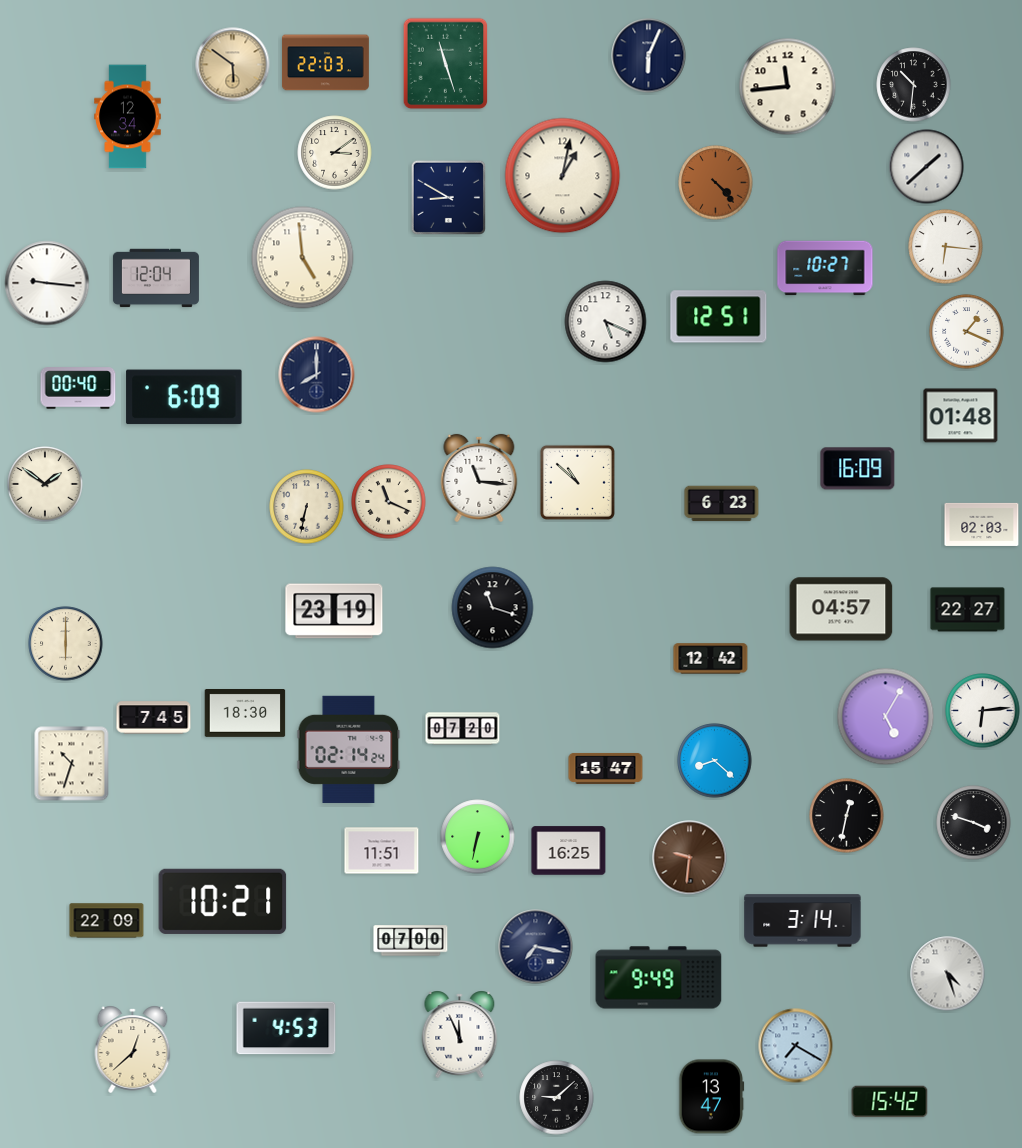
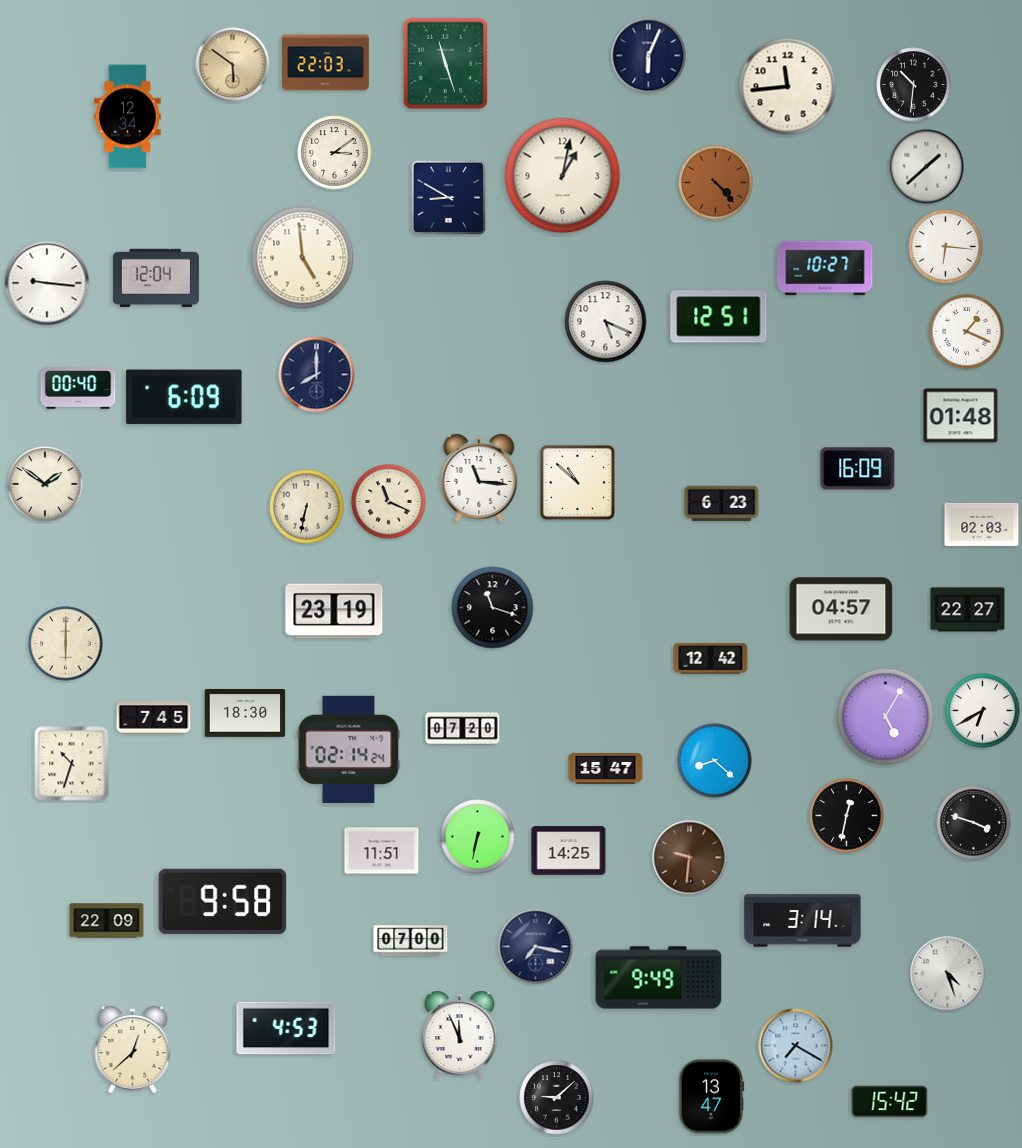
clock at (983, 711): 6:14 -> 6:40
clock at (569, 851): 16:25 -> 14:25
clock at (223, 901): 10:21 -> 9:58
